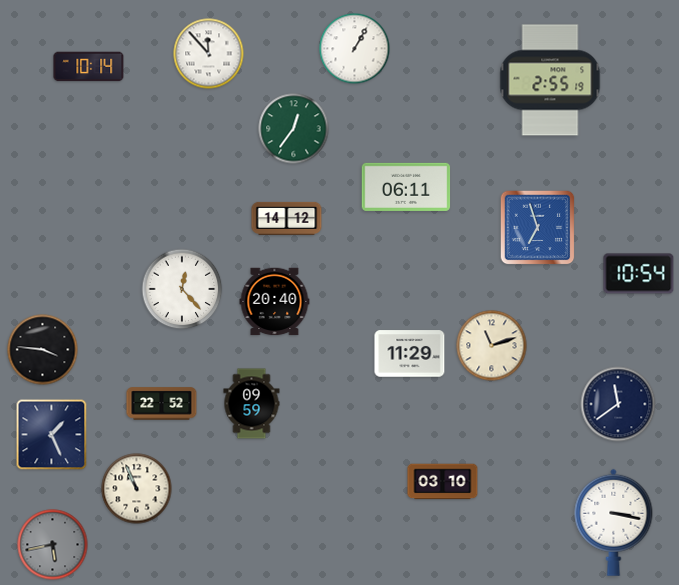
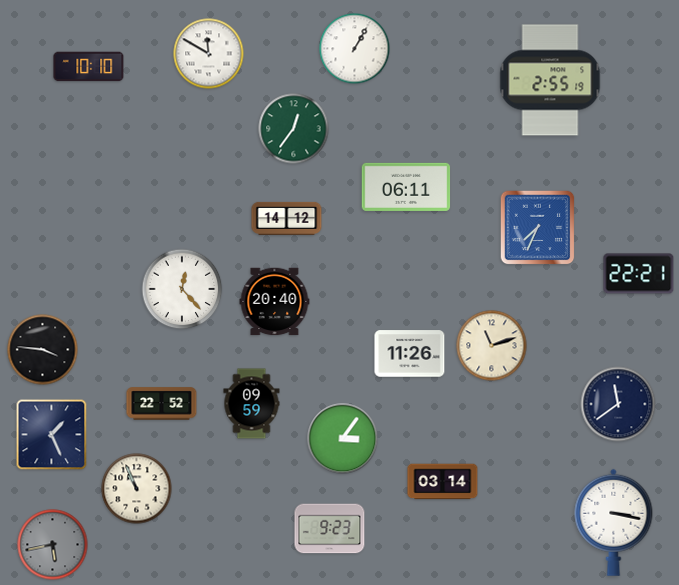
clock at (209, 54): 11:53 -> 11:50
clock at (89, 67): 10:14 -> 10:10
clock at (538, 228): 6:57 -> 7:34
clock at (639, 274): 10:54 -> 22:21
clock at (410, 354): 11:29 -> 11:26
clock at (343, 439): none -> 3:06
clock at (443, 482): 03:10 -> 03:14
clock at (330, 529): none -> 9:23
